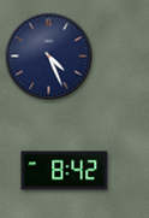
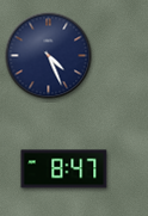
clock at (65, 171): 8:42 -> 8:47
